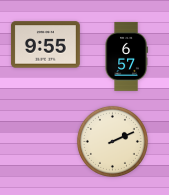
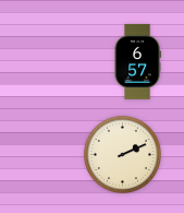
clock at (45, 45): 9:55 -> none
